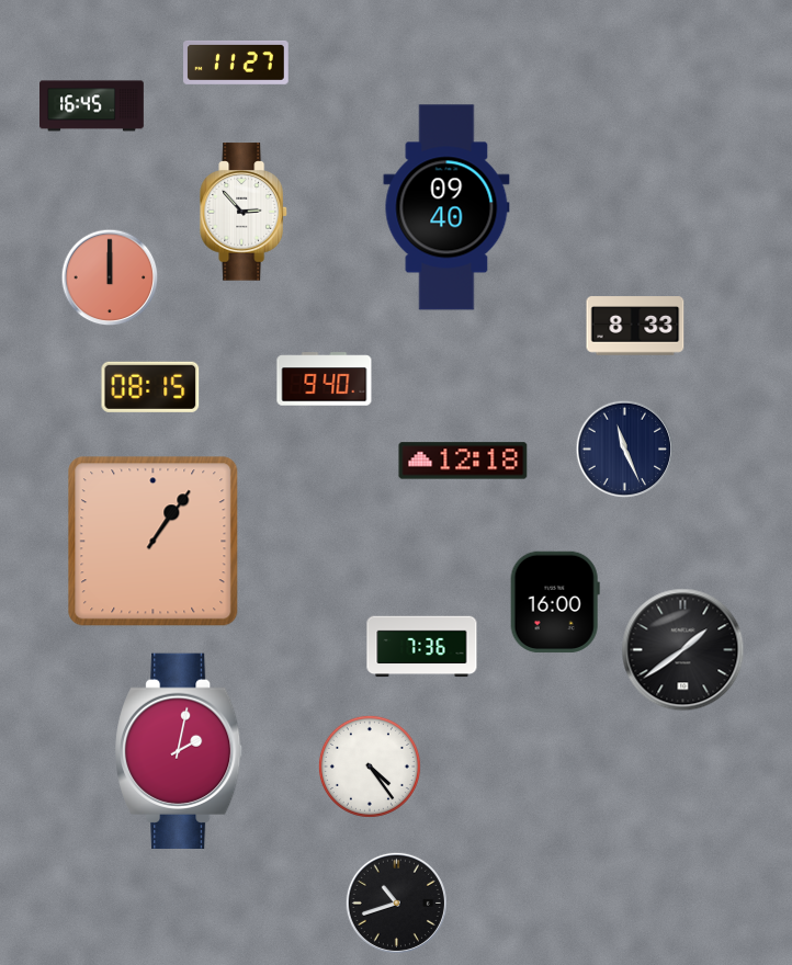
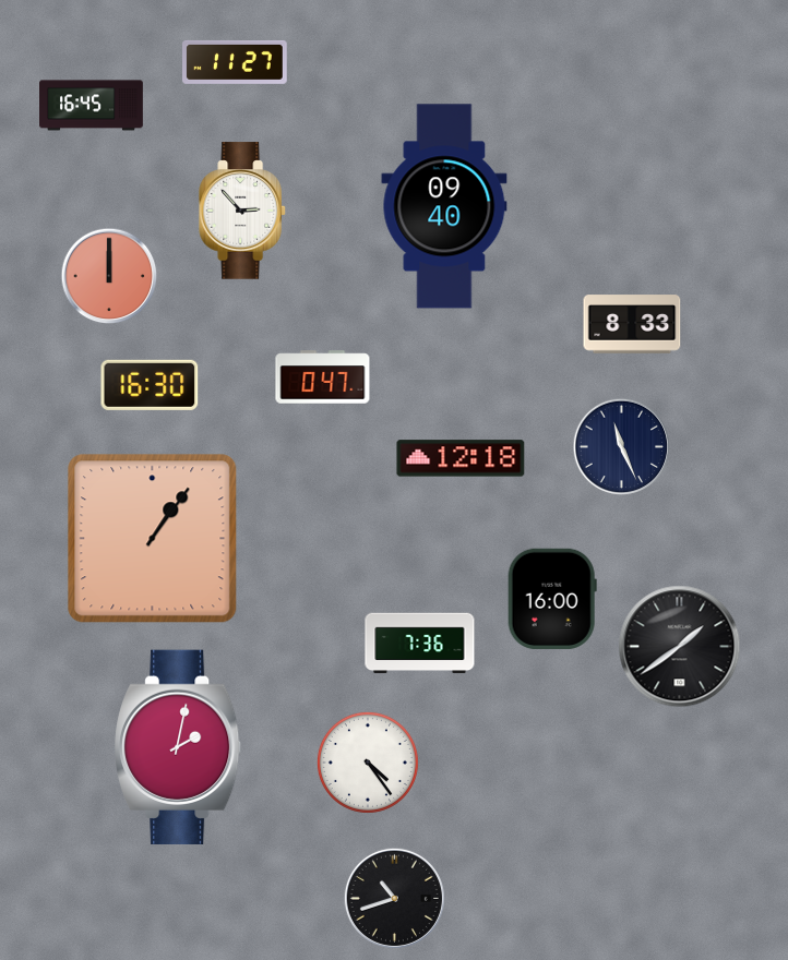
clock at (325, 379): 9:40 -> 0:47
clock at (150, 387): 08:15 -> 16:30
